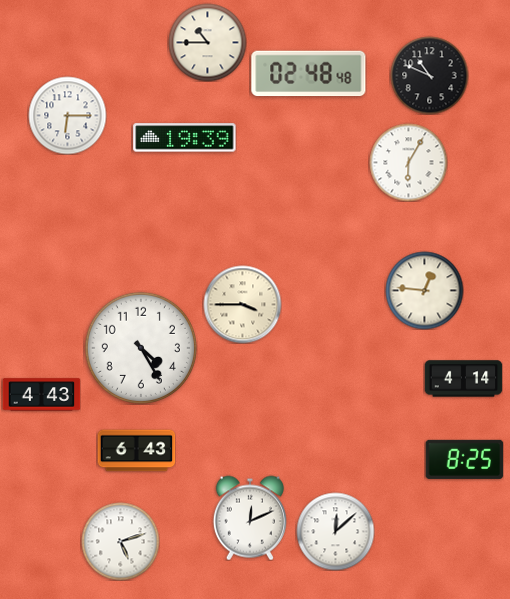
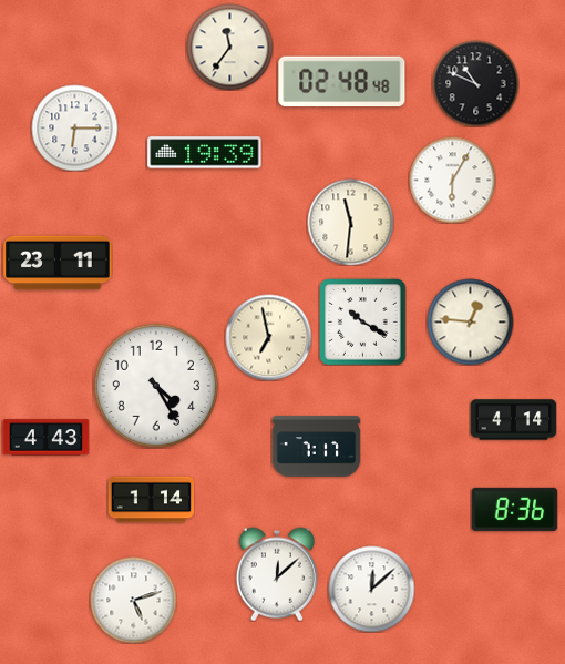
clock at (207, 42): 10:45 -> 11:36
clock at (350, 222): none -> 11:31
clock at (58, 263): none -> 23:11
clock at (362, 321): none -> 10:20
clock at (242, 304): 3:45 -> 6:58
clock at (316, 447): none -> 7:17
clock at (136, 451): 6:43 -> 1:14
clock at (464, 459): 8:25 -> 8:36
clock at (250, 518): 12:11 -> 12:08
